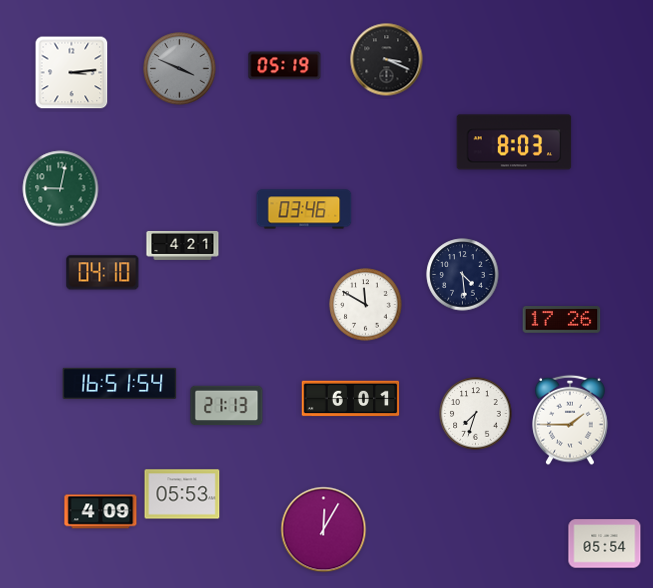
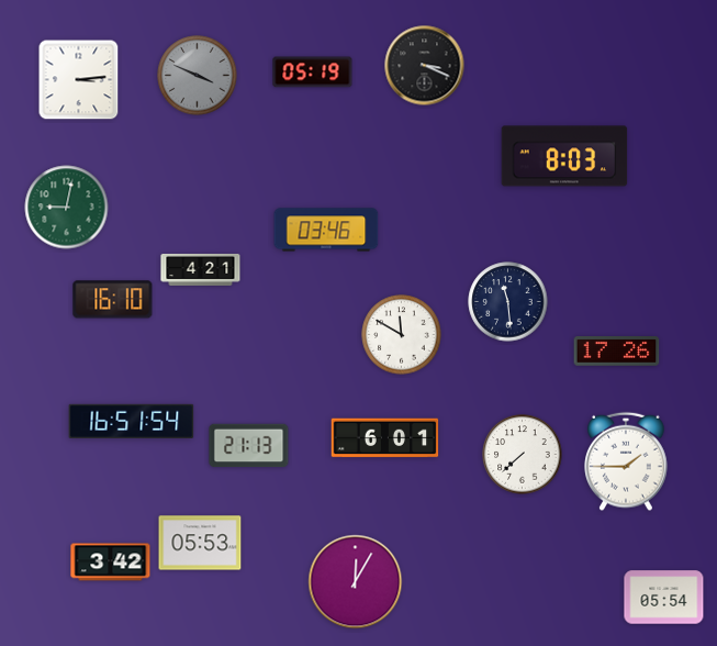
clock at (304, 209) position: (304, 209) -> (326, 230)
clock at (103, 273): 04:10 -> 16:10
clock at (463, 275): 4:29 -> 11:29
clock at (476, 414): 7:33 -> 7:38
clock at (101, 512): 4:09 -> 3:42
